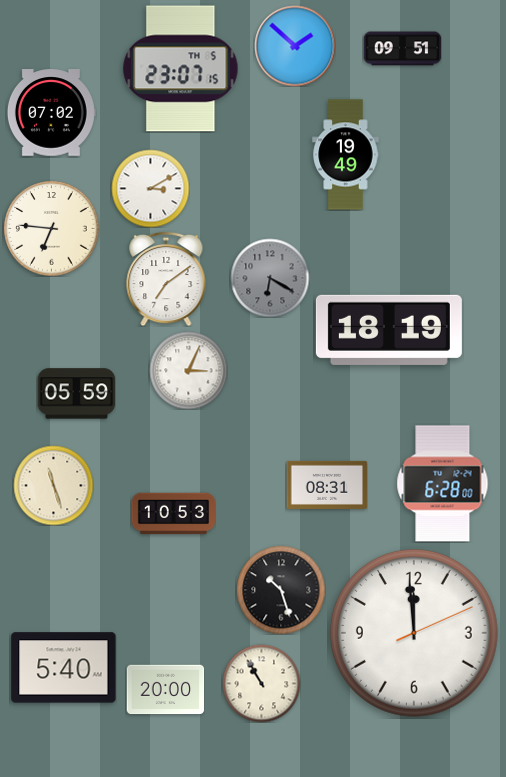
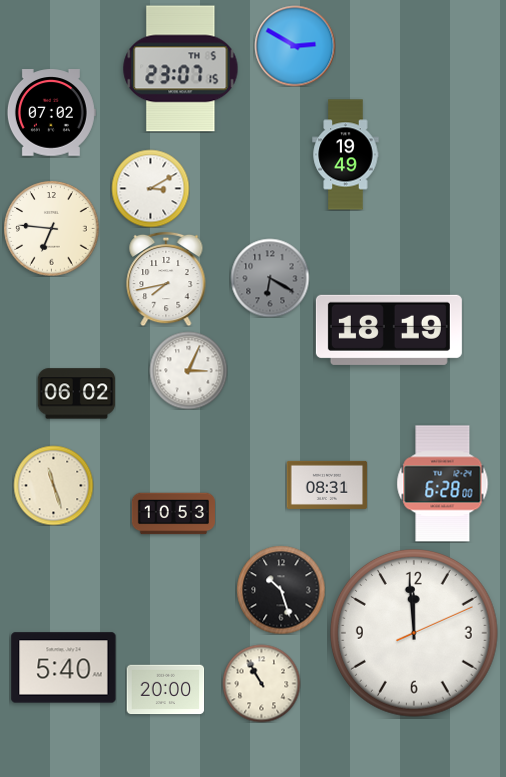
clock at (295, 46): 1:52 -> 2:50
clock at (402, 49): 09:51 -> none
clock at (166, 279): 7:09 -> 7:43
clock at (76, 394): 05:59 -> 06:02
